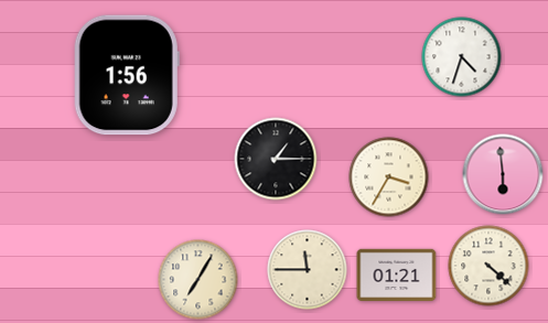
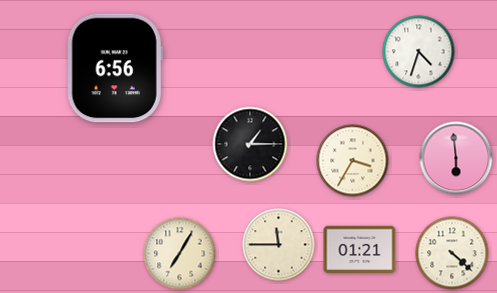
clock at (127, 75): 1:56 -> 6:56
clock at (488, 266) position: (488, 266) -> (452, 253)
